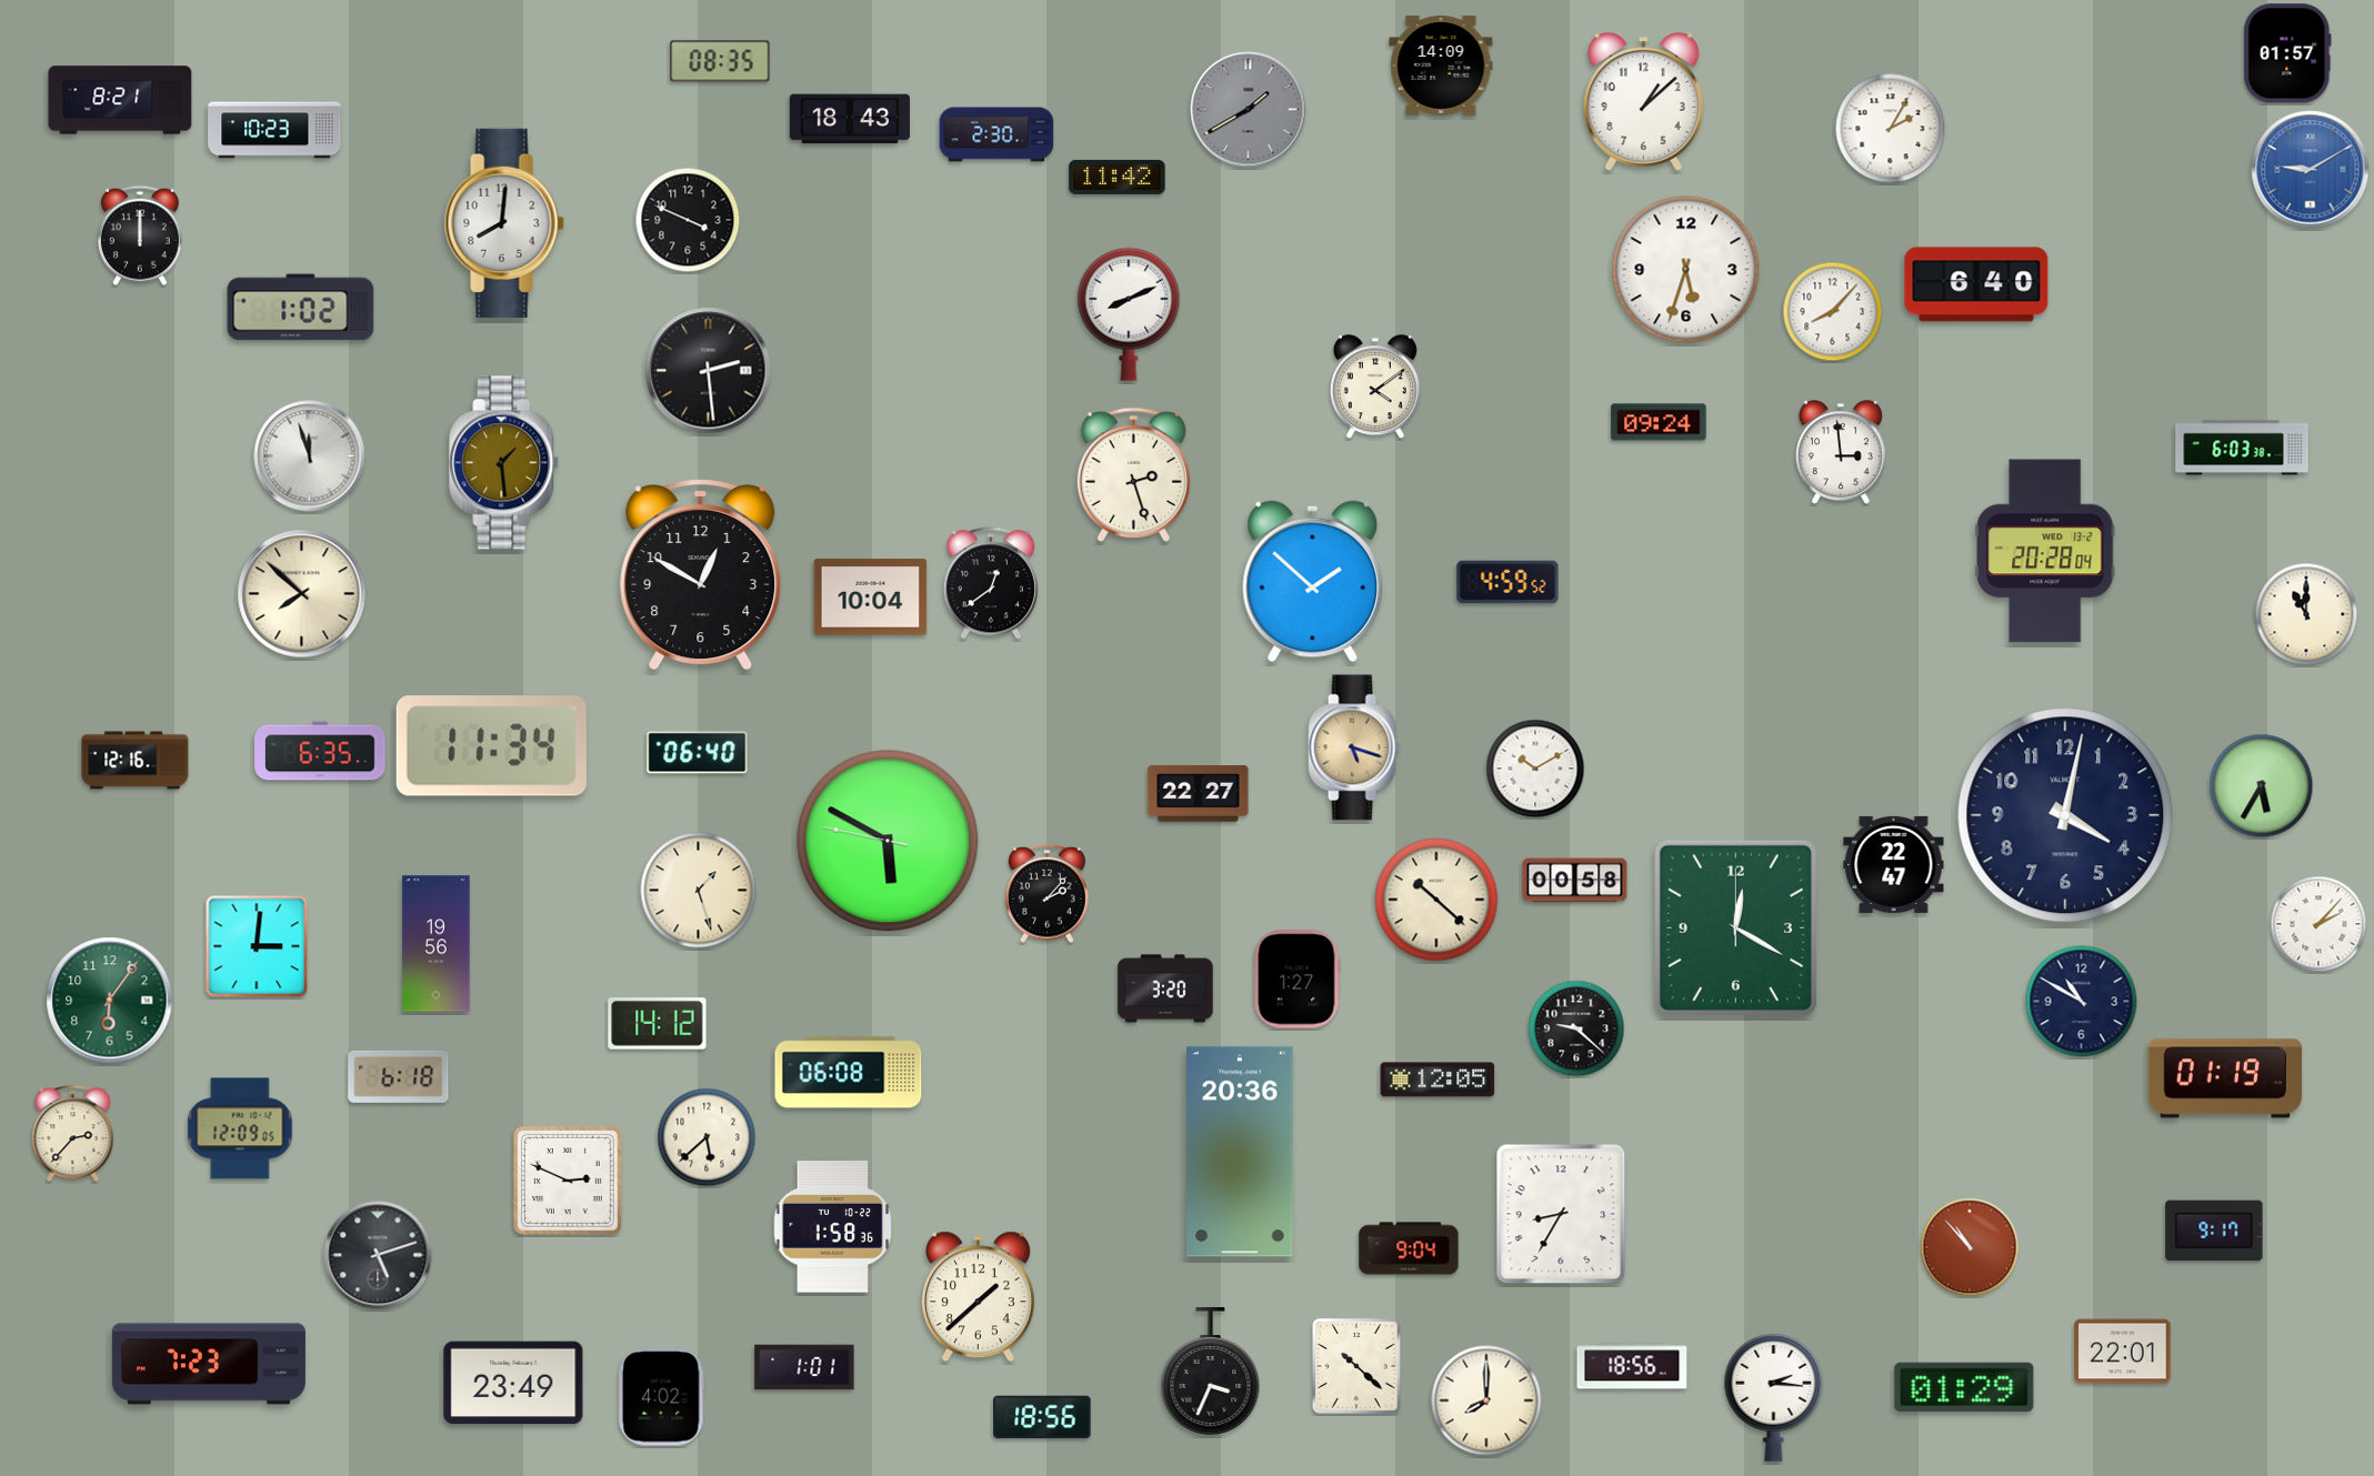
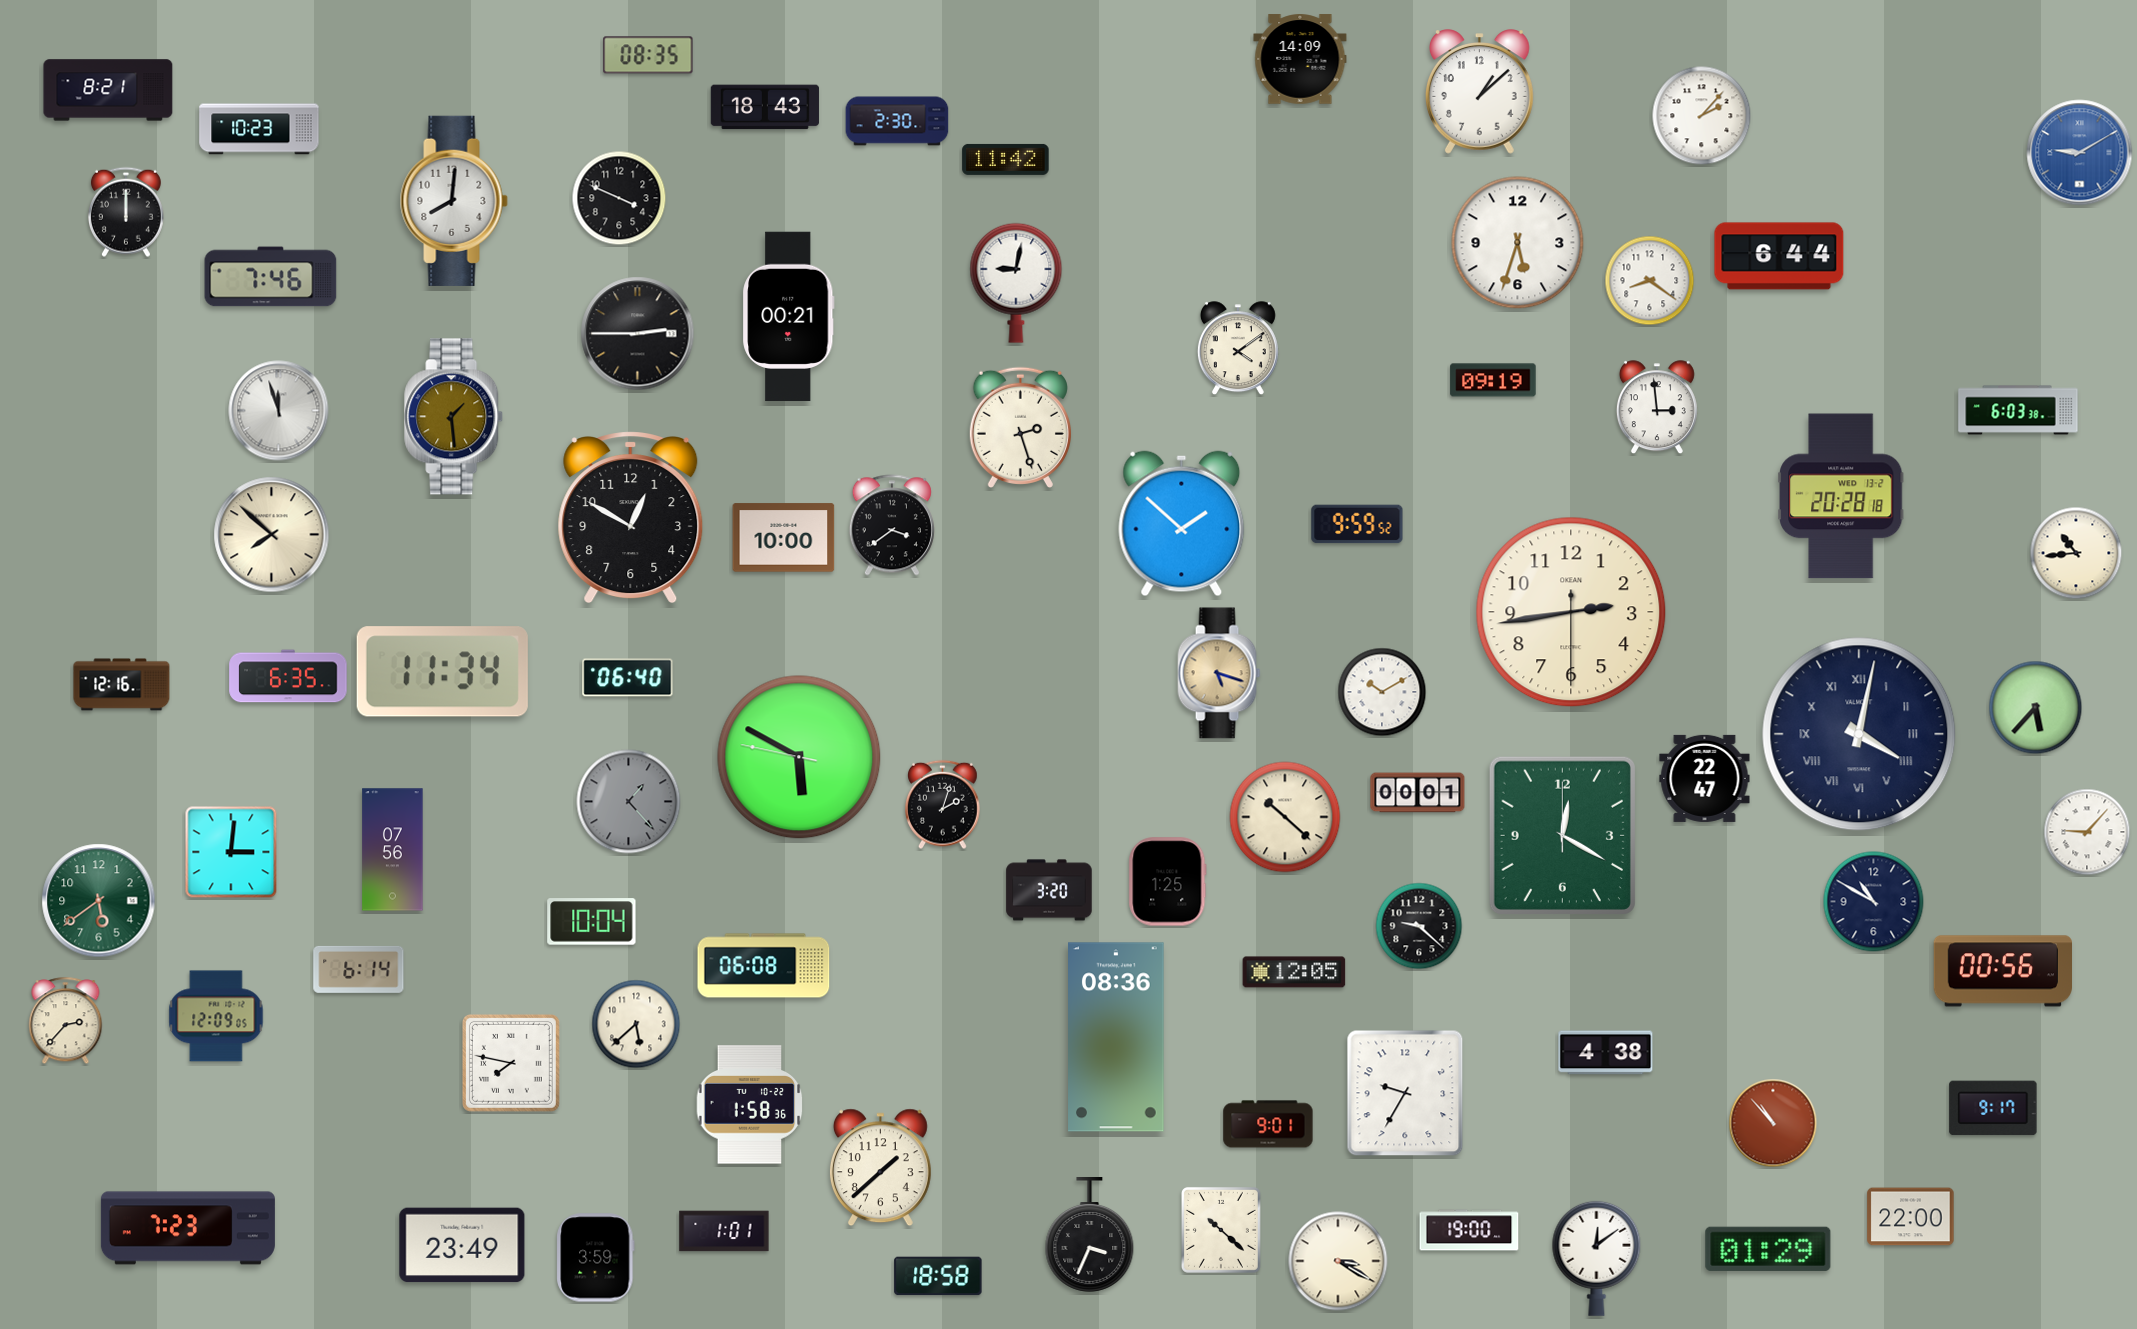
clock at (2287, 53): 01:57 -> none
clock at (1441, 66) position: (1441, 66) -> (1300, 59)
clock at (1249, 110): 1:40 -> none
clock at (1891, 129): 2:05 -> 2:07
clock at (274, 130) position: (274, 130) -> (259, 129)
clock at (1976, 284): 6:40 -> 6:44
clock at (301, 308): 1:02 -> 7:46
clock at (1833, 312): 8:07 -> 8:21
clock at (1129, 314): 8:11 -> 9:02
clock at (789, 317): none -> 00:21
clock at (709, 371): 2:29 -> 2:45
clock at (1659, 422): 09:24 -> 09:19
clock at (2242, 448) position: (2242, 448) -> (2018, 410)
clock at (2045, 551): 20:28:04 -> 20:28:18
clock at (1507, 582): 4:59 -> 9:59
clock at (991, 583): 12:39 -> 3:39
clock at (871, 598): 10:04 -> 10:00
clock at (2306, 614): 11:00 -> 10:44
clock at (1571, 612): none -> 2:43
clock at (2262, 786): 5:35 -> 5:37
clock at (1199, 794): 22:27 -> none
clock at (2065, 815) numerals: Arabic -> Roman
clock at (1575, 881): 00:58 -> 00:01
clock at (699, 891): 1:27 -> 1:23
clock at (699, 891) dial: cream -> grey
clock at (1048, 894): 2:07 -> 2:03
clock at (1436, 900) position: (1436, 900) -> (1285, 817)
clock at (2318, 924): 2:07 -> 9:07
clock at (437, 944): 19:56 -> 07:56
clock at (1298, 980): 1:27 -> 1:25
clock at (110, 1001): 6:06 -> 5:39
clock at (658, 1024): 14:12 -> 10:04
clock at (399, 1076): 6:18 -> 6:14
clock at (2224, 1078): 01:19 -> 00:56
clock at (1240, 1152): 20:36 -> 08:36
clock at (1606, 1053): none -> 4:38
clock at (568, 1181): 2:49 -> 7:47
clock at (1561, 1214): 8:35 -> 9:35
clock at (1409, 1248): 9:04 -> 9:01
clock at (378, 1255): 5:12 -> none
clock at (2123, 1352): 22:01 -> 22:00
clock at (1632, 1366): 18:56 -> 19:00
clock at (662, 1397): 4:02 -> 3:59
clock at (1774, 1397): 2:16 -> 12:09
clock at (1486, 1400): 8:00 -> 3:20
clock at (1042, 1417): 18:56 -> 18:58
